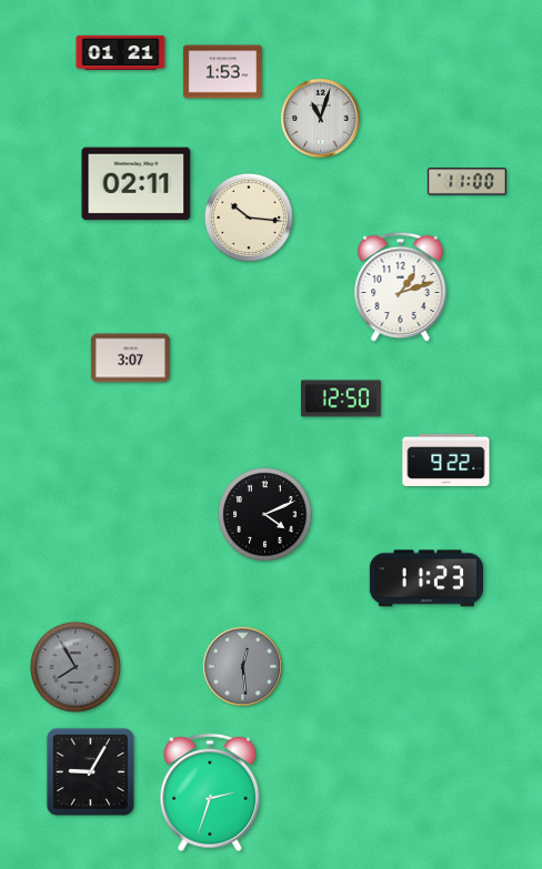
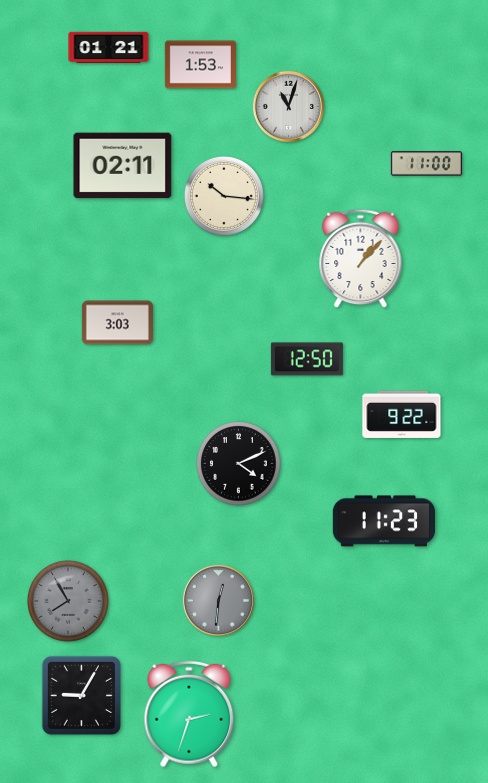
clock at (466, 182) position: (466, 182) -> (426, 164)
clock at (401, 287): 1:12 -> 1:07
clock at (130, 358): 3:07 -> 3:03
clock at (242, 666): 12:29 -> 12:31
